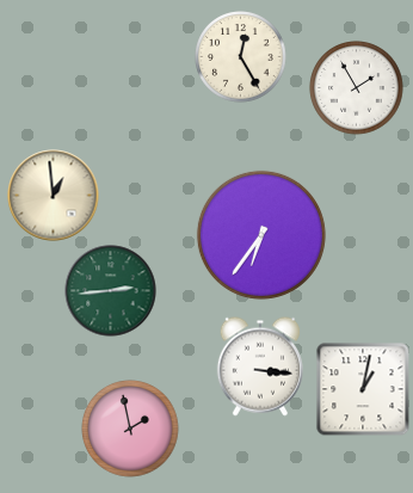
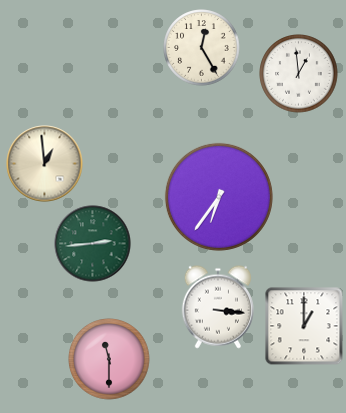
clock at (357, 88): 1:55 -> 12:59
clock at (363, 389): 1:02 -> 1:00
clock at (130, 429): 1:58 -> 11:30
